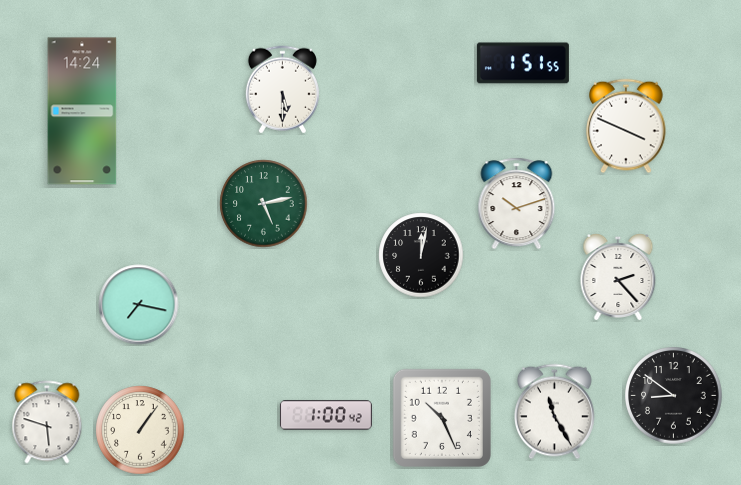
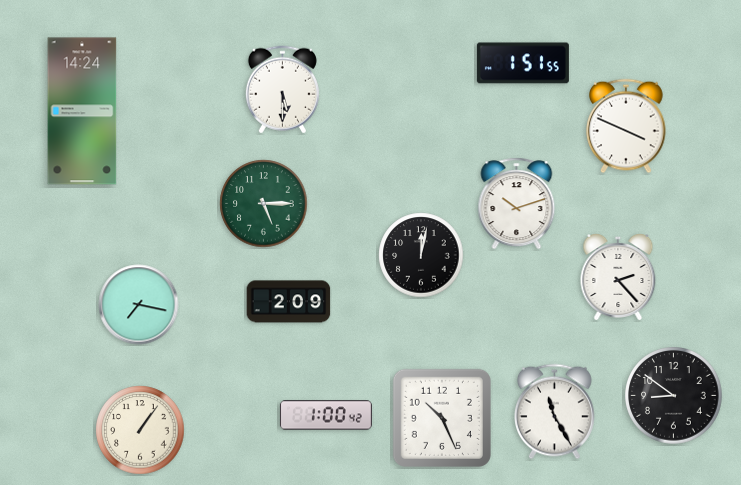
clock at (264, 204): 5:13 -> 5:15
clock at (289, 302): none -> 2:09
clock at (47, 422): 5:48 -> none
